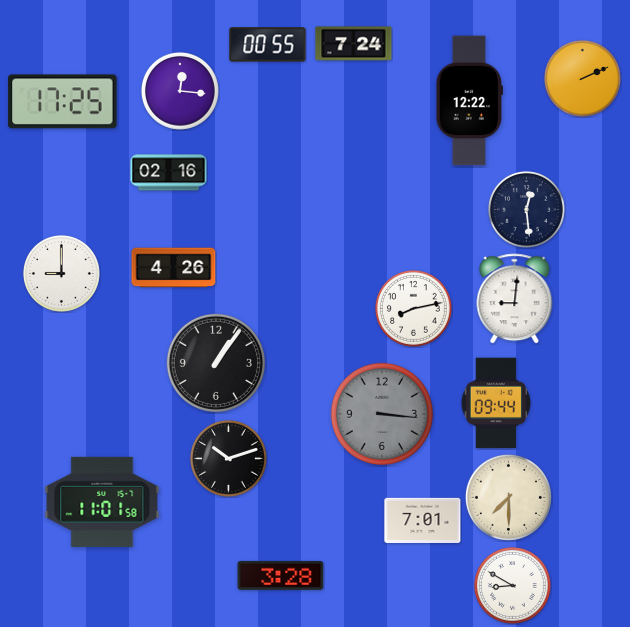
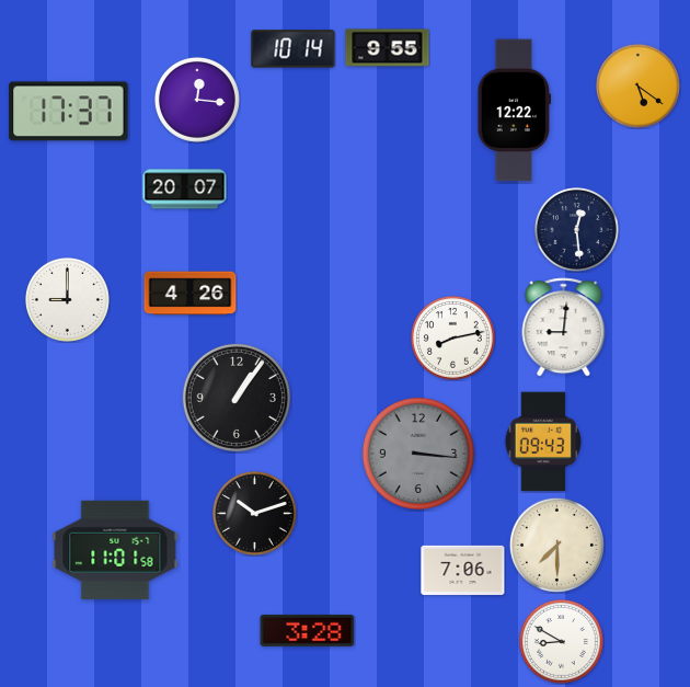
clock at (354, 44): 7:24 -> 9:55
clock at (268, 45): 00:55 -> 10:14
clock at (582, 78): 2:11 -> 5:21
clock at (63, 102): 17:25 -> 17:37
clock at (169, 173): 02:16 -> 20:07
clock at (496, 403): 09:44 -> 09:43
clock at (228, 458) position: (228, 458) -> (254, 513)
clock at (102, 502) position: (102, 502) -> (115, 550)
clock at (423, 520): 7:01 -> 7:06
